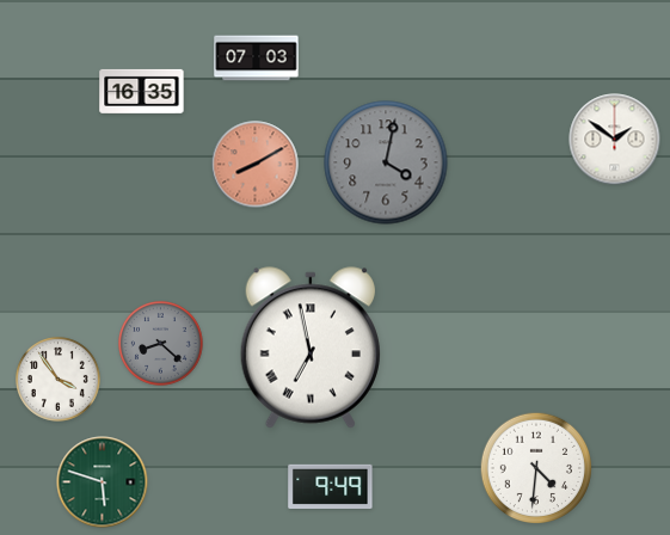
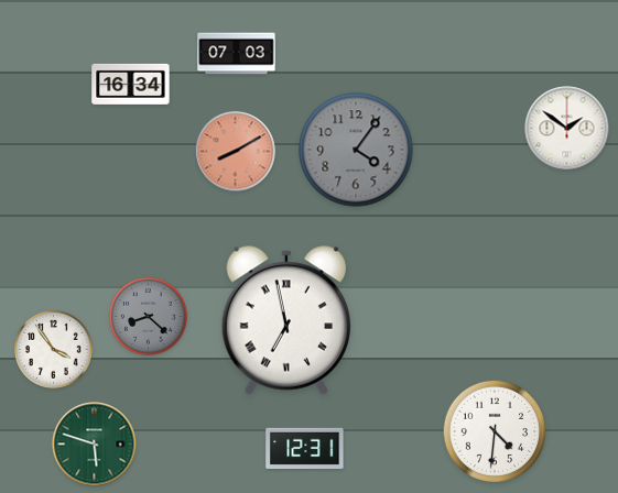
clock at (142, 91): 16:35 -> 16:34
clock at (386, 162): 4:02 -> 4:06
clock at (331, 486): 9:49 -> 12:31
